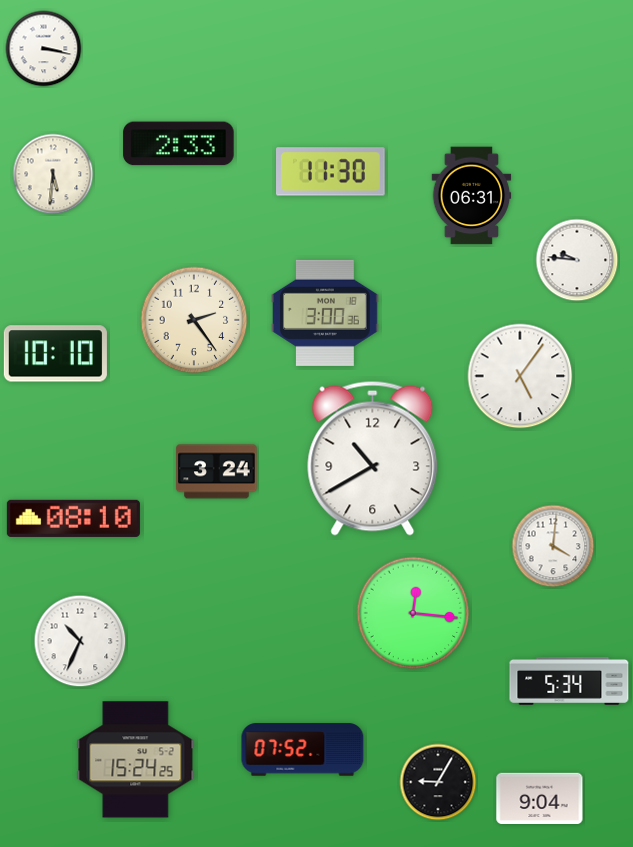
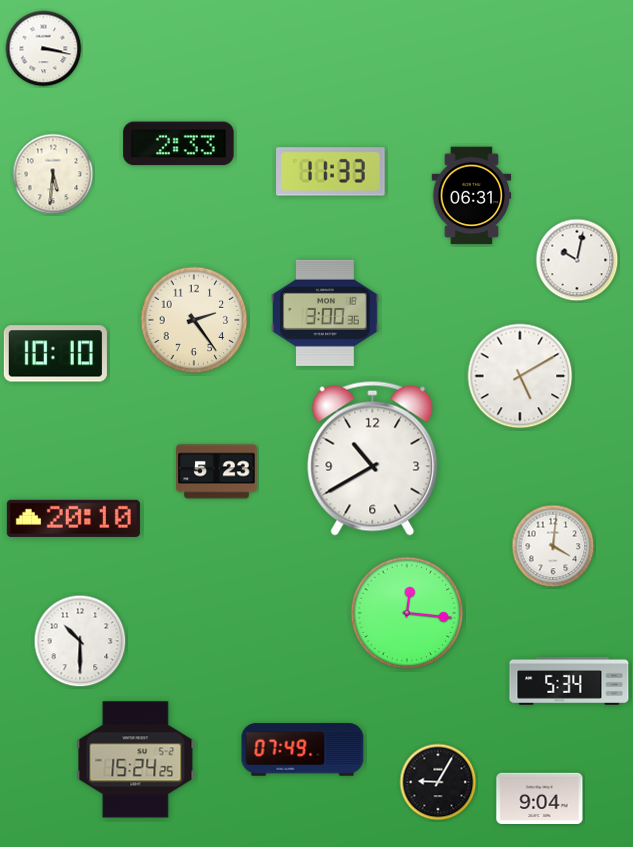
clock at (331, 172): 11:30 -> 11:33
clock at (577, 260): 9:46 -> 10:02
clock at (520, 376): 5:06 -> 5:10
clock at (217, 472): 3:24 -> 5:23
clock at (73, 518): 08:10 -> 20:10
clock at (413, 613) position: (413, 613) -> (407, 613)
clock at (80, 641): 10:34 -> 10:30
clock at (303, 750): 07:52 -> 07:49
